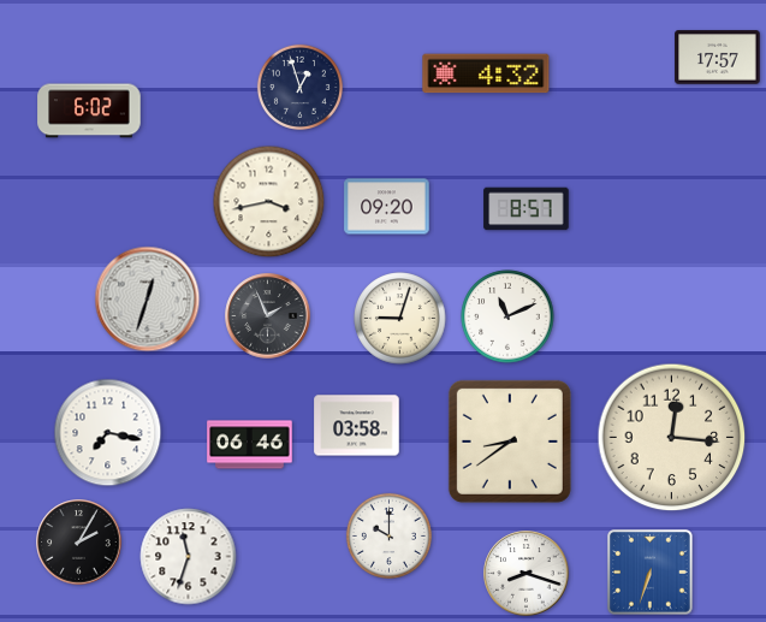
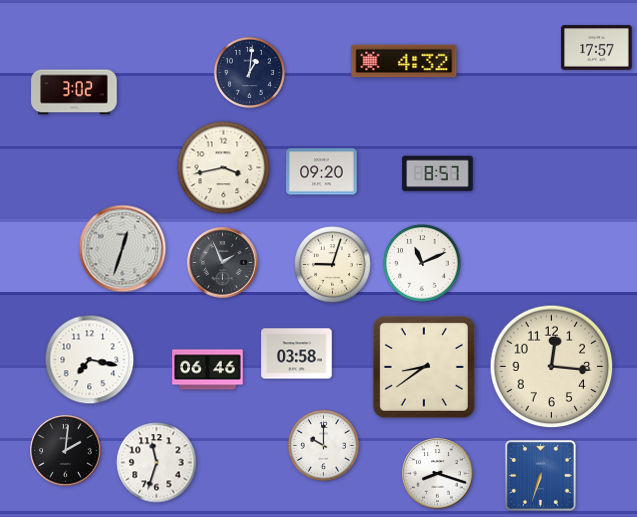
clock at (299, 87): 12:57 -> 1:01
clock at (89, 111): 6:02 -> 3:02
clock at (672, 438) position: (672, 438) -> (552, 367)
clock at (79, 543): 2:05 -> 2:01
clock at (527, 574) position: (527, 574) -> (438, 474)
